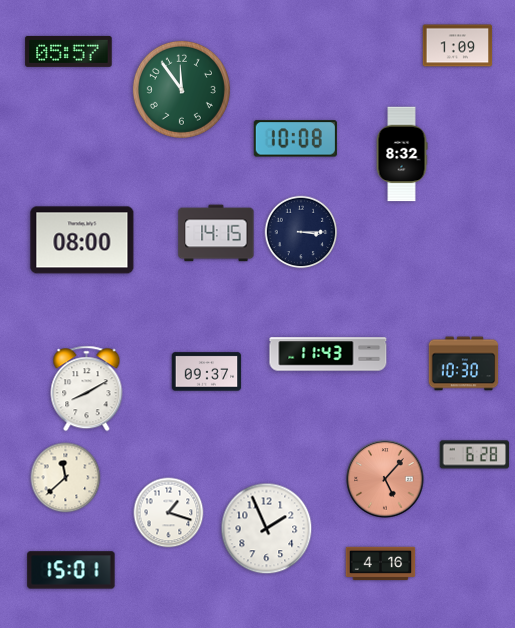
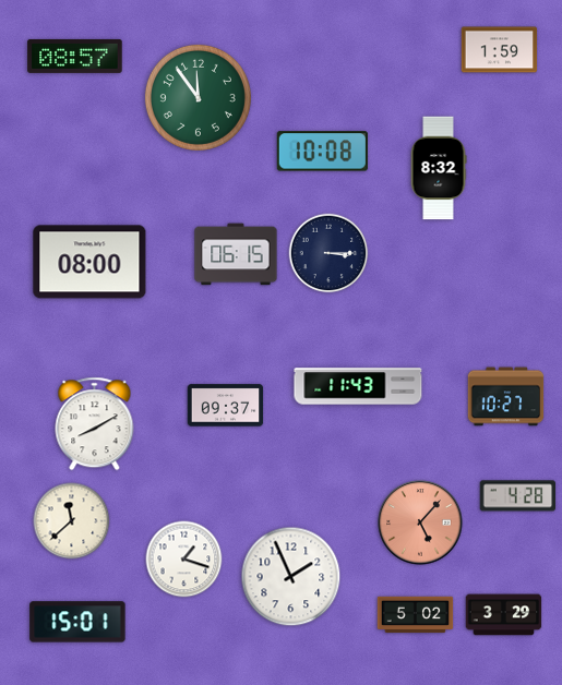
clock at (458, 46): 1:09 -> 1:59
clock at (69, 51): 05:57 -> 08:57
clock at (216, 233): 14:15 -> 06:15
clock at (464, 364): 10:30 -> 10:27
clock at (475, 455): 6:28 -> 4:28
clock at (381, 564): 4:16 -> 5:02
clock at (504, 615): none -> 3:29
